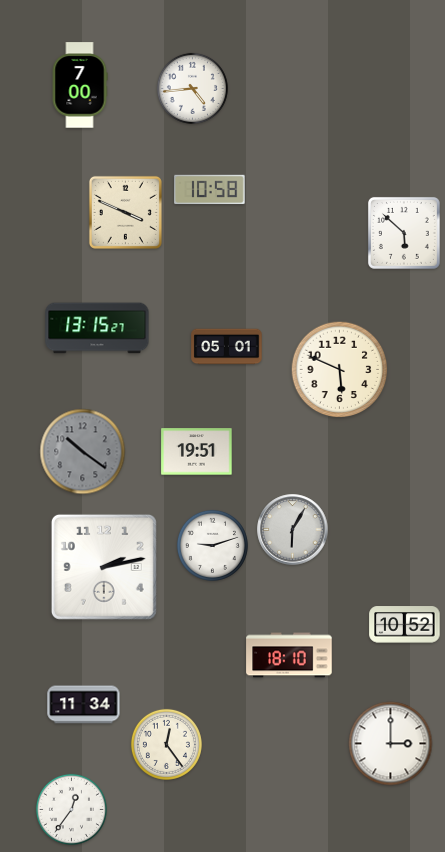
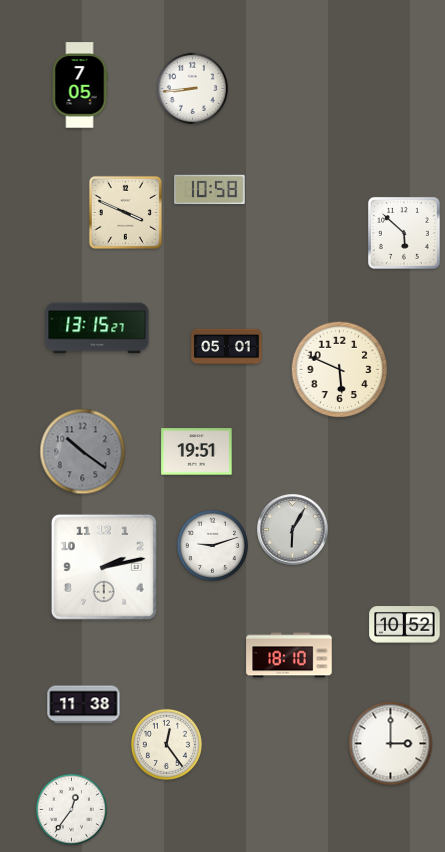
clock at (80, 85): 7:00 -> 7:05
clock at (192, 88): 4:44 -> 8:44
clock at (84, 705): 11:34 -> 11:38
